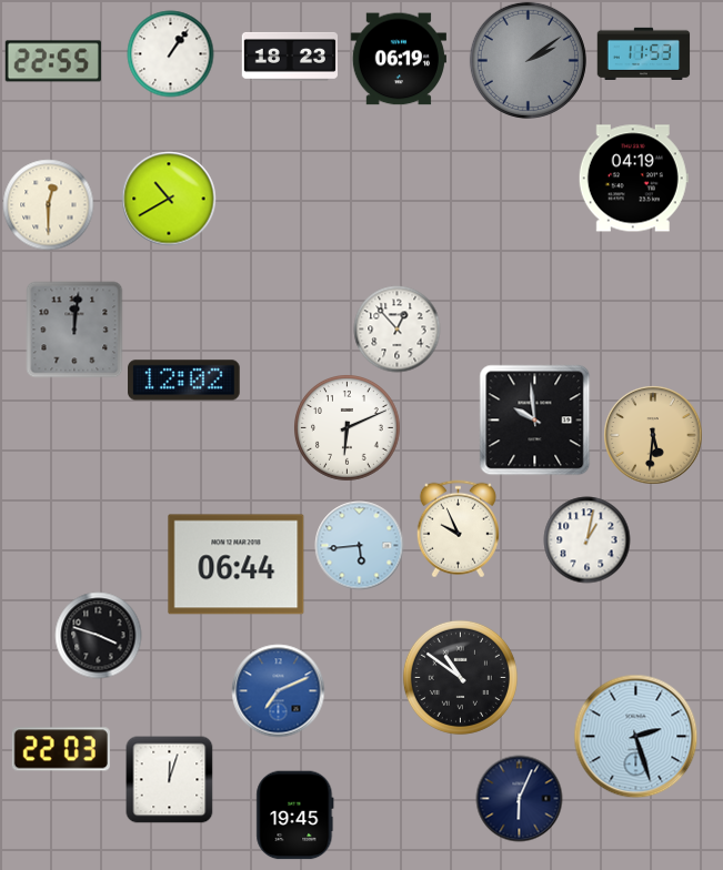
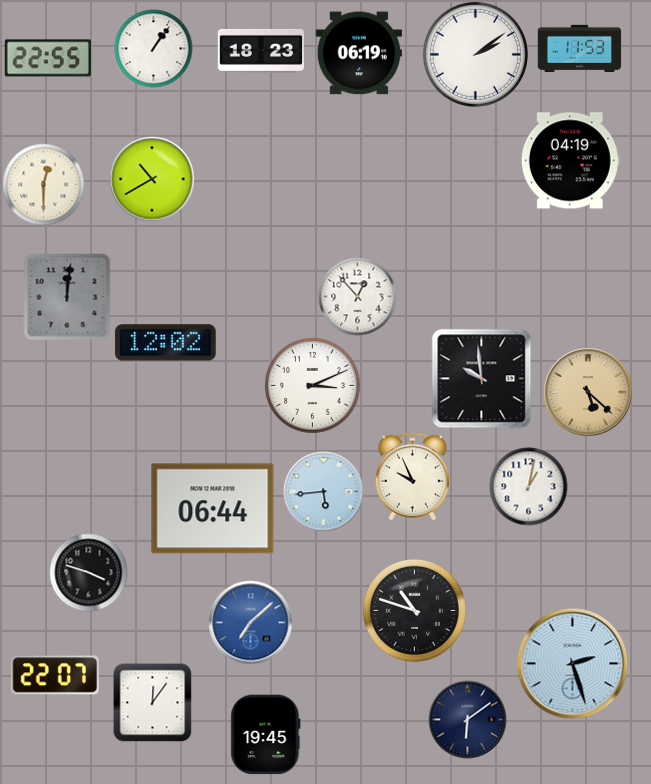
clock at (528, 60) dial: grey -> white
clock at (53, 61) position: (53, 61) -> (48, 58)
clock at (348, 428): 6:11 -> 3:11
clock at (653, 435): 5:31 -> 5:22
clock at (460, 677): 10:51 -> 10:48
clock at (278, 690): 7:11 -> 7:08
clock at (61, 749): 22:03 -> 22:07
clock at (169, 779): 12:03 -> 12:06
clock at (519, 798): 6:04 -> 6:09
